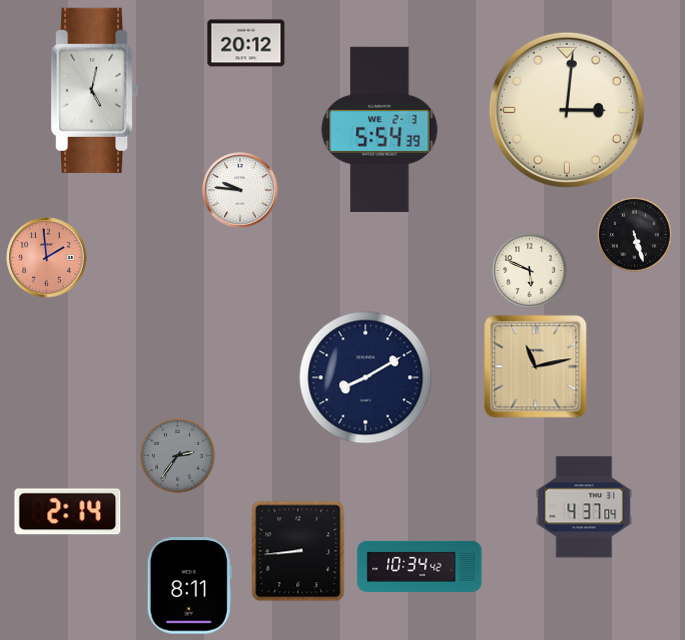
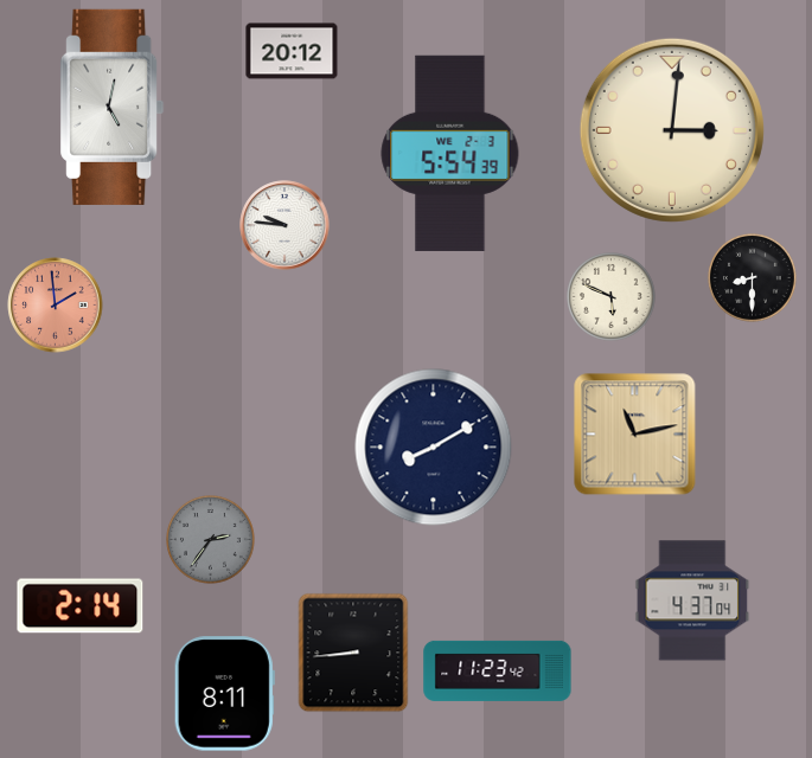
clock at (635, 235): 5:27 -> 8:30
clock at (530, 271) position: (530, 271) -> (612, 297)
clock at (420, 566): 10:34 -> 11:23
